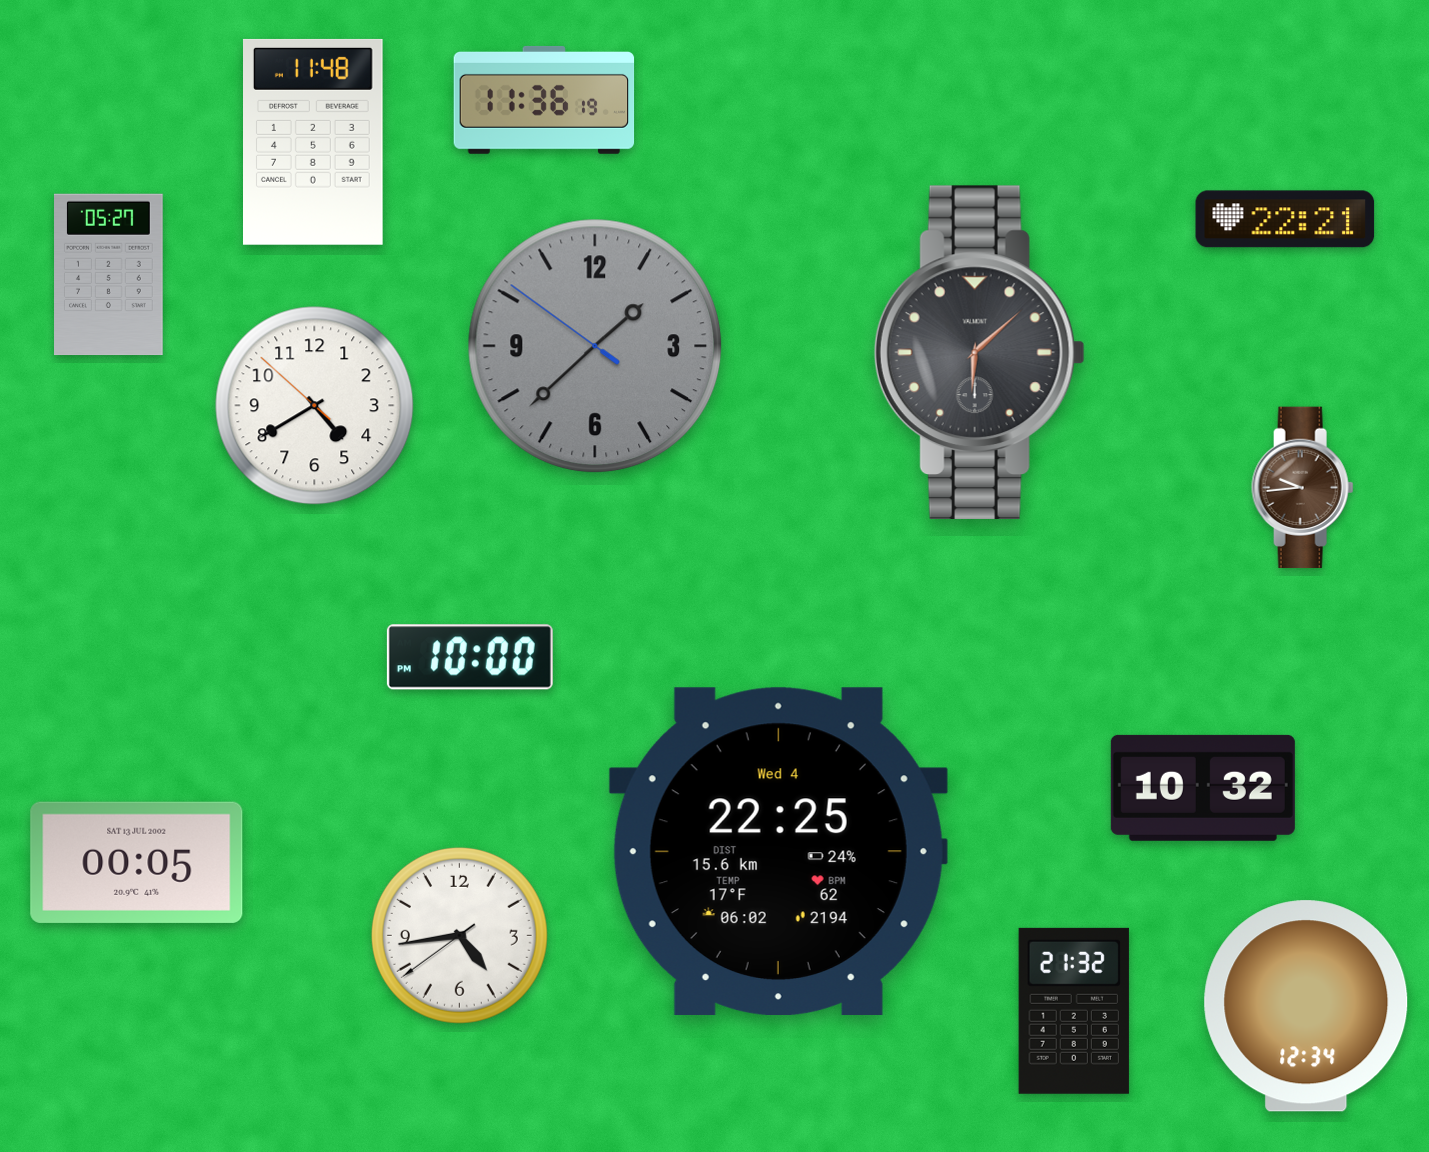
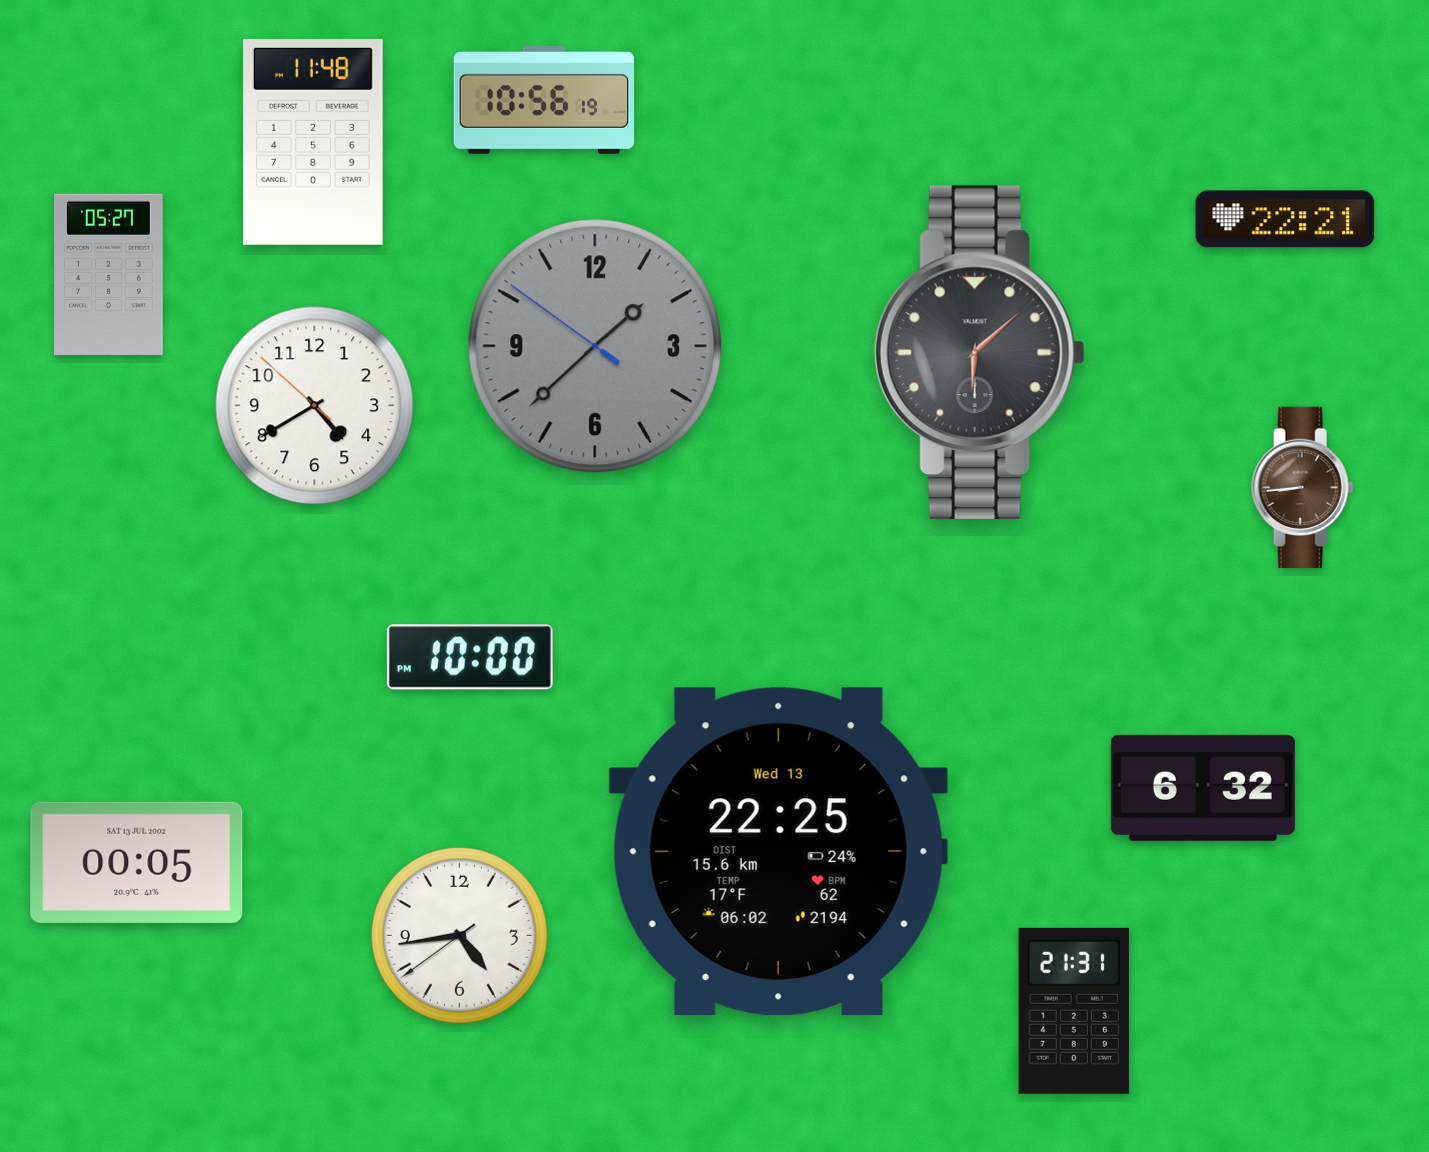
clock at (544, 100): 11:36 -> 10:56
clock at (1303, 488): 9:44 -> 8:44
clock at (1203, 788): 10:32 -> 6:32
clock at (778, 851) date: Wed 4 -> Wed 13
clock at (1306, 1006): 12:34 -> none
clock at (1074, 1011): 21:32 -> 21:31
